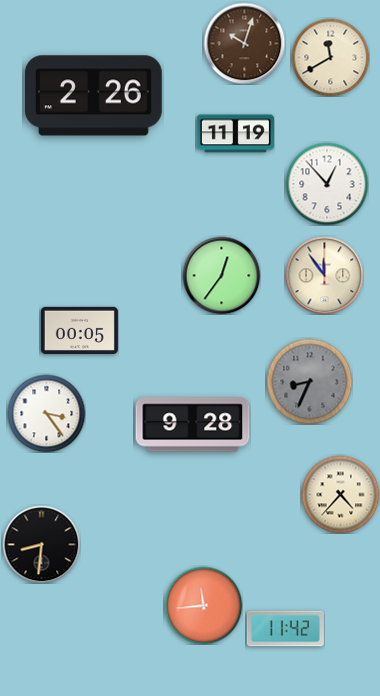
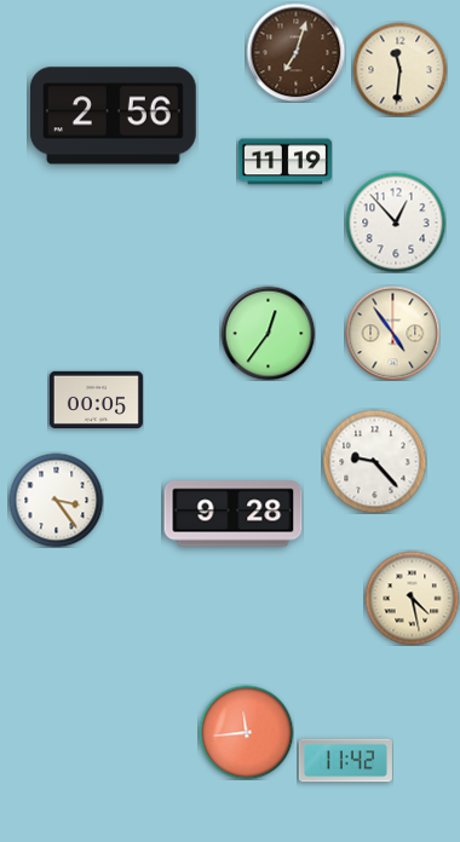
clock at (244, 43): 10:03 -> 7:03
clock at (330, 57): 11:40 -> 11:31
clock at (94, 96): 2:26 -> 2:56
clock at (324, 275): 11:54 -> 4:54
clock at (309, 381): 8:34 -> 9:23
clock at (309, 381) dial: grey -> white
clock at (340, 494): 4:37 -> 4:28
clock at (41, 544): 8:31 -> none
